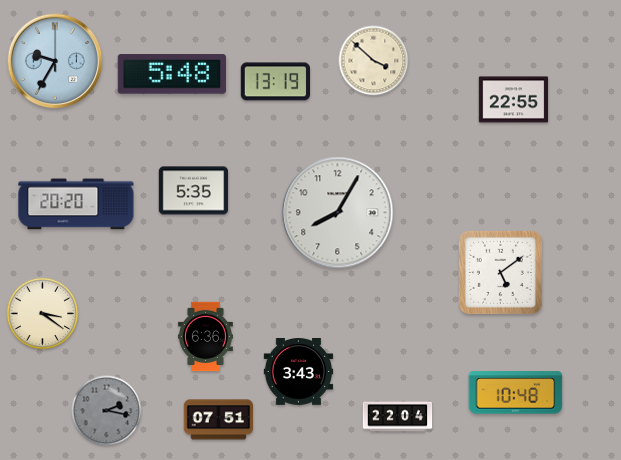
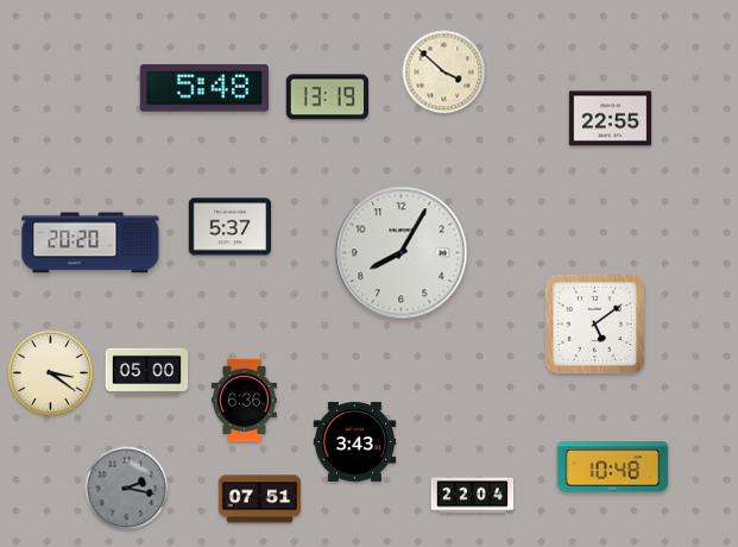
clock at (55, 61): 9:35 -> none
clock at (194, 191): 5:35 -> 5:37
clock at (147, 372): none -> 05:00
